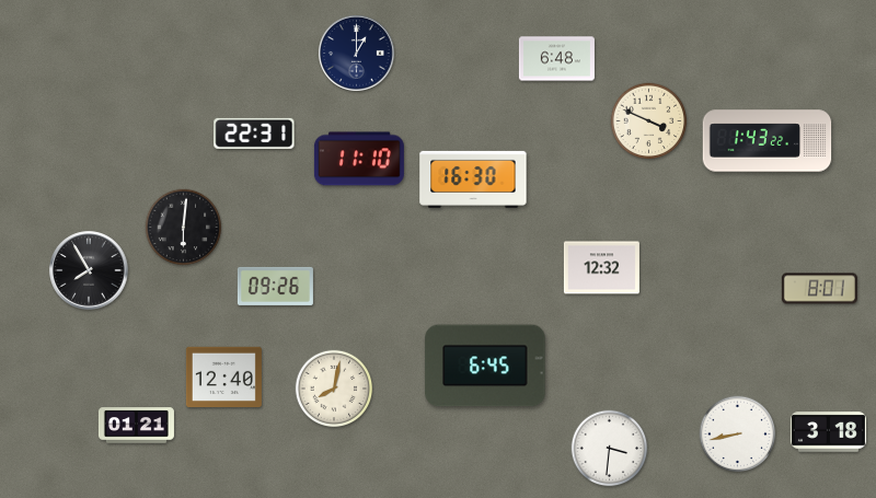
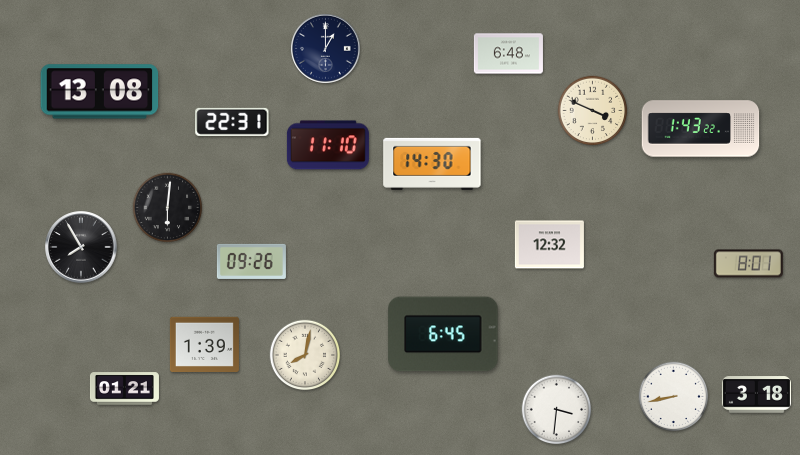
clock at (100, 92): none -> 13:08
clock at (473, 179): 16:30 -> 14:30
clock at (223, 377): 12:40 -> 1:39
